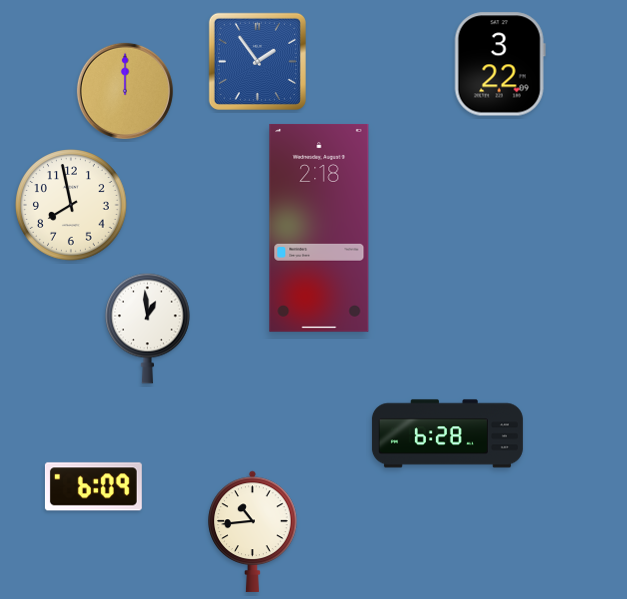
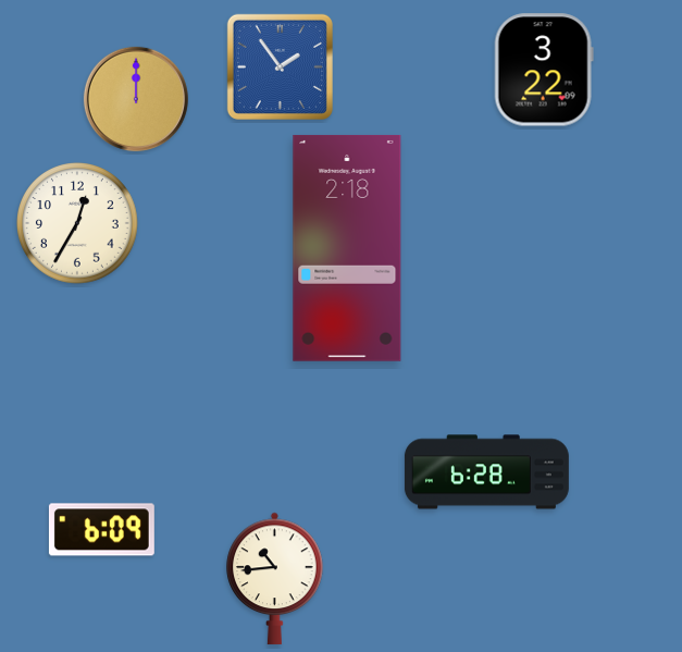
clock at (72, 206): 7:58 -> 12:35
clock at (147, 328): 12:59 -> none
